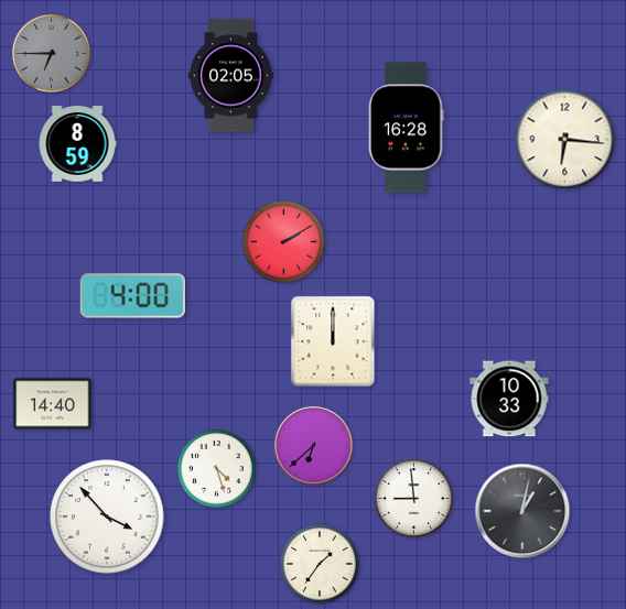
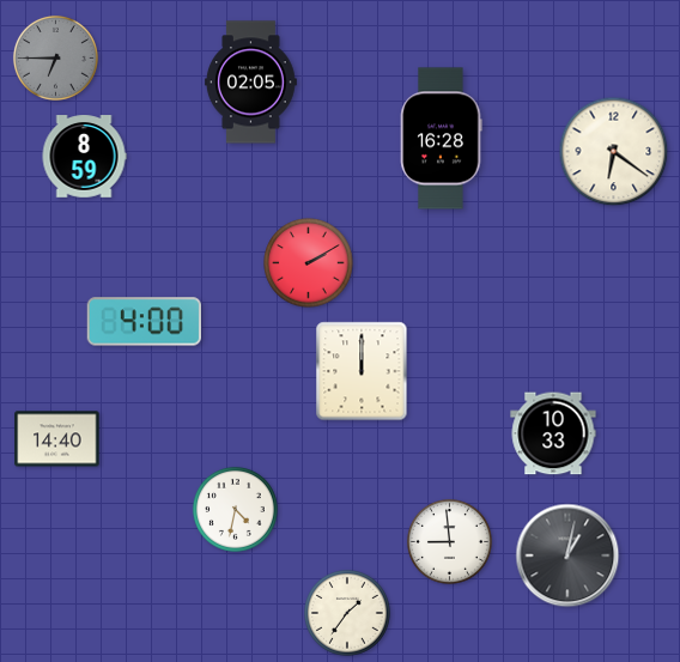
clock at (565, 140): 6:16 -> 6:21
clock at (314, 446): 6:38 -> none
clock at (216, 468): 4:27 -> 4:32
clock at (107, 516): 3:53 -> none
